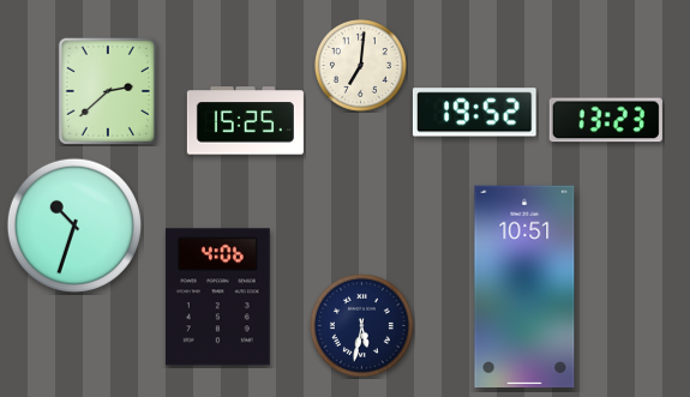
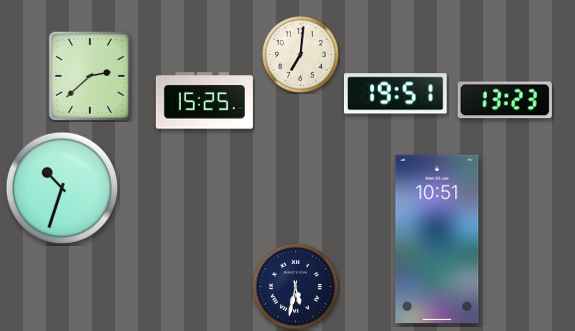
clock at (474, 113): 19:52 -> 19:51
clock at (217, 297): 4:06 -> none
clock at (361, 325) position: (361, 325) -> (295, 286)
